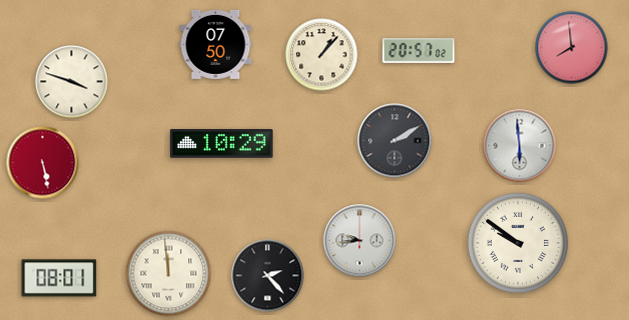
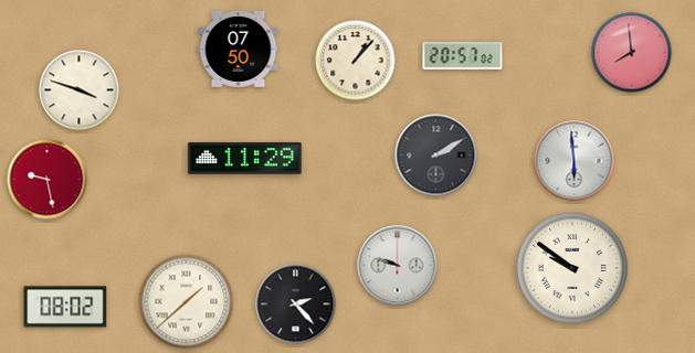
clock at (222, 144): 10:29 -> 11:29
clock at (43, 163): 5:28 -> 9:28
clock at (360, 241): 9:44 -> 9:48
clock at (169, 274): 11:59 -> 1:38
clock at (59, 278): 08:01 -> 08:02
